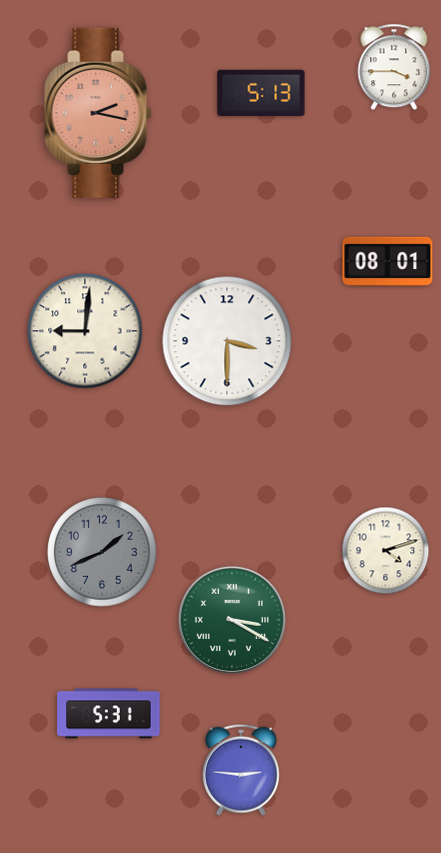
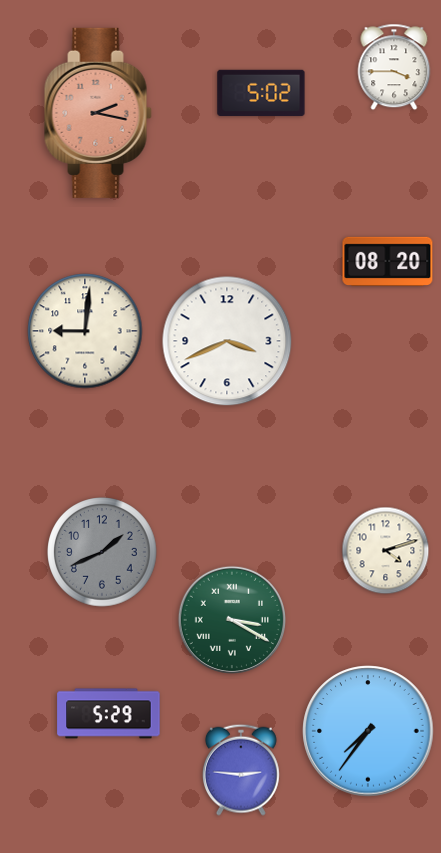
clock at (261, 93): 5:13 -> 5:02
clock at (388, 261): 08:01 -> 08:20
clock at (227, 341): 3:30 -> 3:41
clock at (109, 714): 5:31 -> 5:29
clock at (368, 731): none -> 7:36
